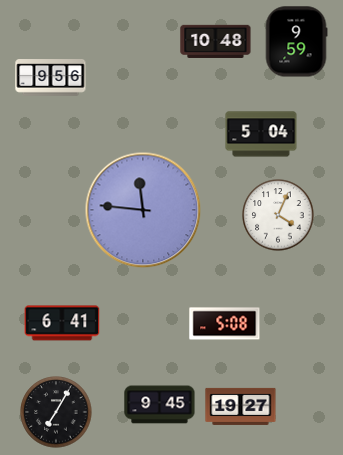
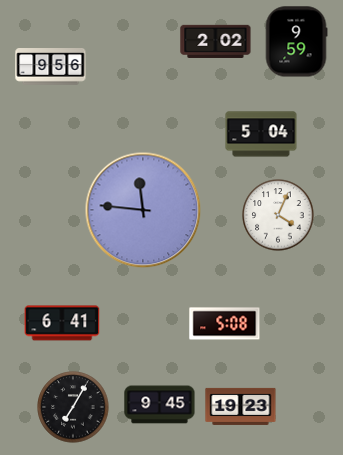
clock at (216, 41): 10:48 -> 2:02
clock at (51, 78) position: (51, 78) -> (51, 67)
clock at (241, 406): 19:27 -> 19:23
clock at (56, 412) position: (56, 412) -> (73, 407)
